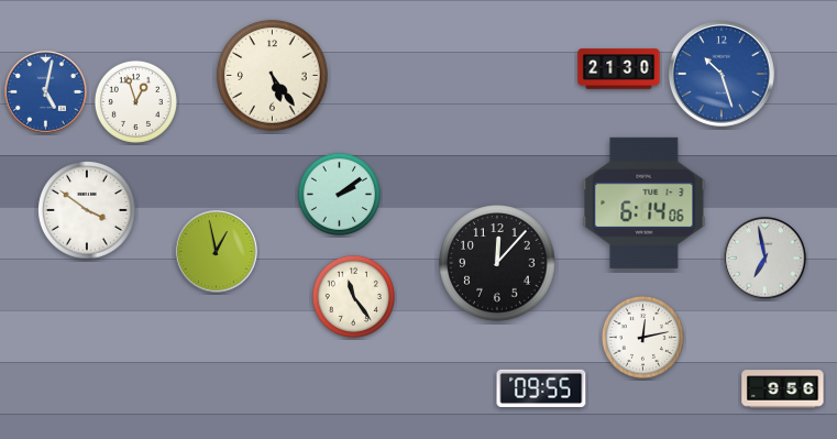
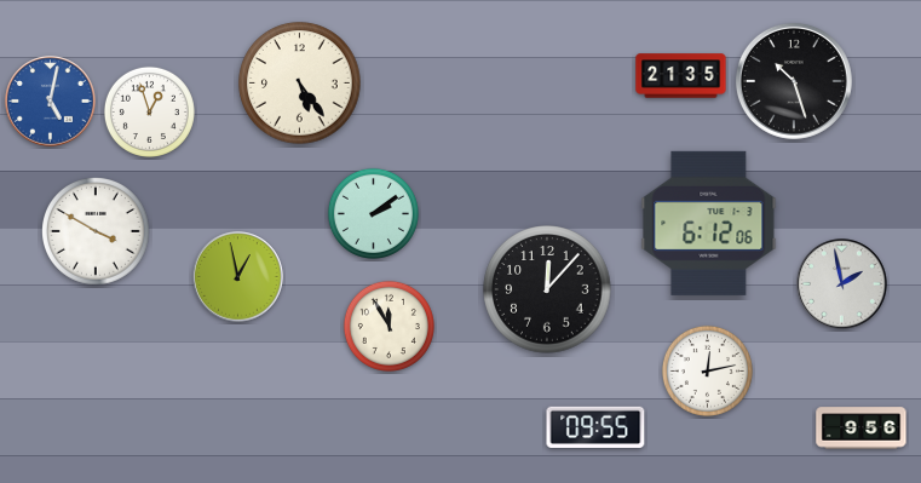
clock at (619, 69): 21:30 -> 21:35
clock at (722, 74) dial: blue -> black
clock at (645, 202): 6:14 -> 6:12
clock at (88, 211): 3:51 -> 3:50
clock at (766, 259): 6:58 -> 1:58
clock at (353, 296): 11:24 -> 11:55
